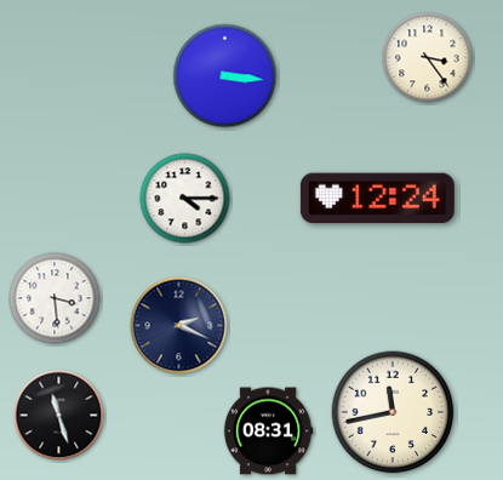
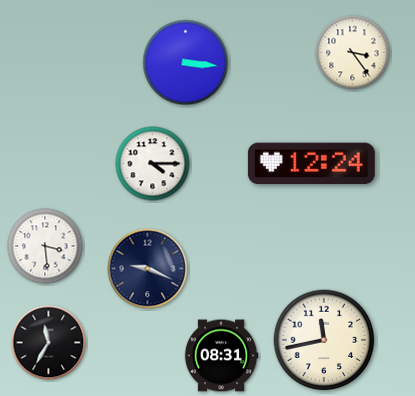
clock at (428, 58) position: (428, 58) -> (353, 53)
clock at (179, 326): 2:19 -> 9:19
clock at (59, 416): 11:27 -> 11:35
